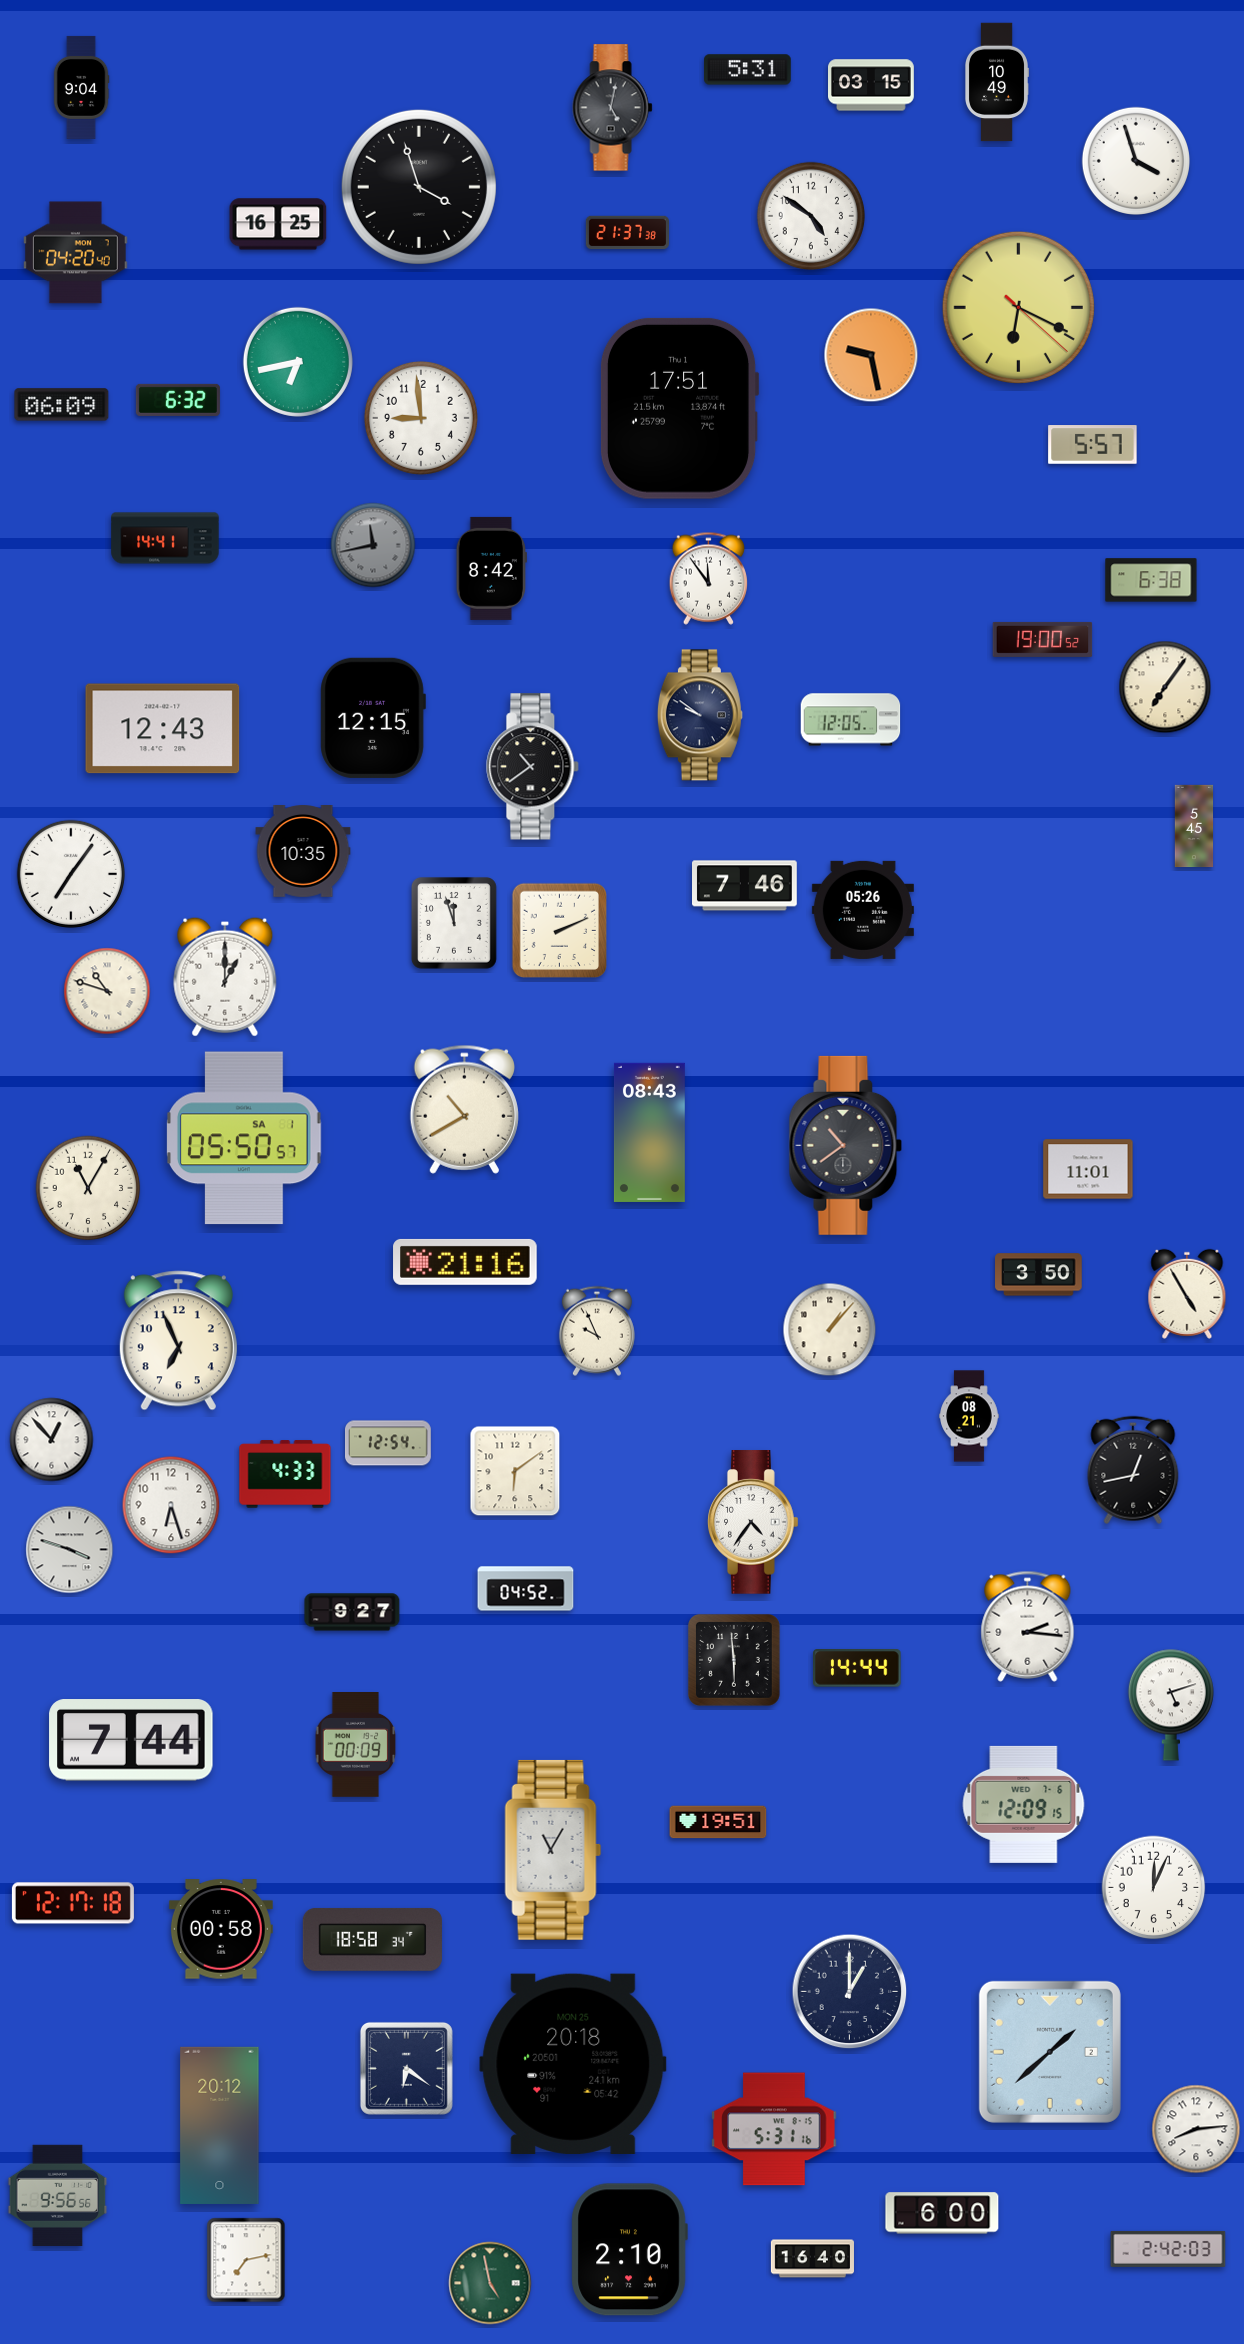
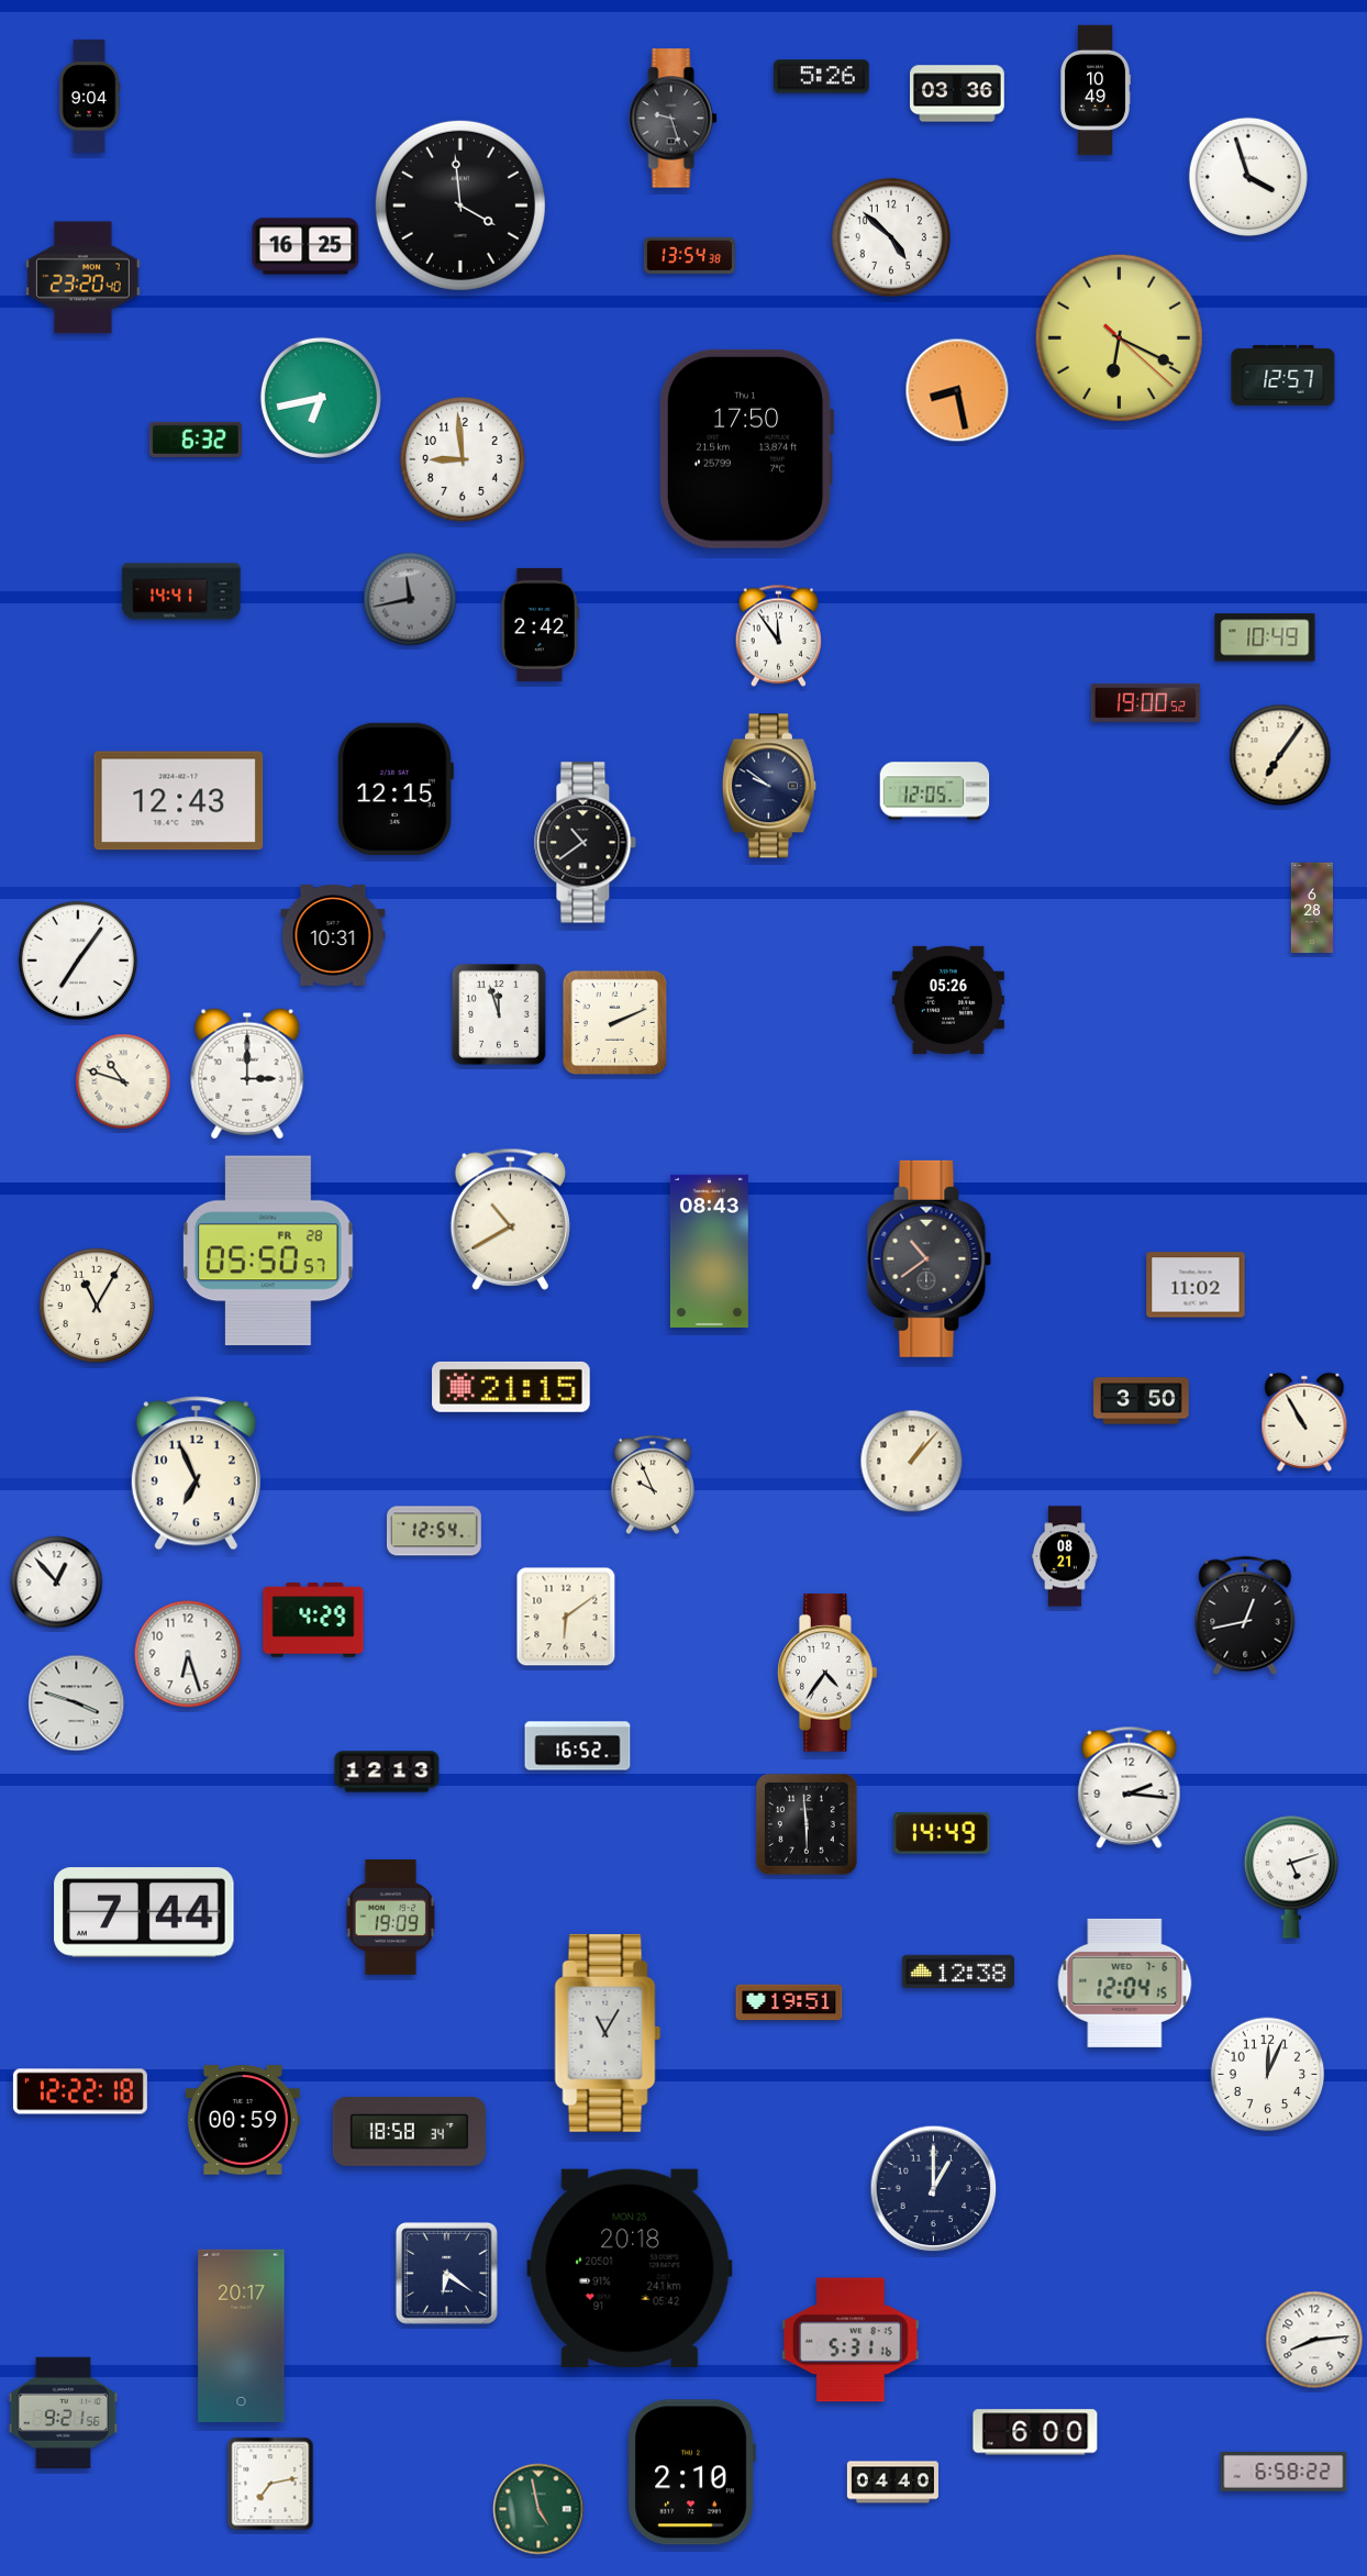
clock at (748, 70): 5:31 -> 5:26
clock at (872, 85): 03:15 -> 03:36
clock at (613, 108): 5:02 -> 9:27
clock at (419, 187): 3:57 -> 3:59
clock at (811, 216): 4:51 -> 4:52
clock at (627, 233): 21:37 -> 13:54
clock at (75, 253): 04:20 -> 23:20
clock at (1283, 375): none -> 12:57
clock at (871, 355): 9:28 -> 8:28
clock at (298, 362) position: (298, 362) -> (321, 398)
clock at (62, 405): 06:09 -> none
clock at (679, 408): 17:51 -> 17:50
clock at (1093, 445): 5:57 -> none
clock at (491, 568): 8:42 -> 2:42
clock at (1151, 580): 6:38 -> 10:49
clock at (373, 718) position: (373, 718) -> (396, 789)
clock at (1194, 826): 5:45 -> 6:28
clock at (303, 852): 10:35 -> 10:31
clock at (745, 886): 7:46 -> none
clock at (225, 977): 1:00 -> 3:00
clock at (107, 991) position: (107, 991) -> (123, 1081)
clock at (649, 1132) position: (649, 1132) -> (709, 1251)
clock at (245, 1138) date: SA 1 -> FR 28
clock at (1088, 1169): 11:01 -> 11:02
clock at (465, 1262): 21:16 -> 21:15
clock at (1187, 1294): 4:55 -> 10:55
clock at (597, 1331) position: (597, 1331) -> (653, 1485)
clock at (389, 1443) position: (389, 1443) -> (435, 1531)
clock at (285, 1474): 4:33 -> 4:29
clock at (526, 1589): 04:52 -> 16:52
clock at (352, 1612): 9:27 -> 12:13
clock at (857, 1668): 14:44 -> 14:49
clock at (1171, 1705) position: (1171, 1705) -> (1291, 1877)
clock at (356, 1745): 00:09 -> 19:09
clock at (958, 1970): none -> 12:38
clock at (1024, 1804): 12:09 -> 12:04
clock at (73, 1903): 12:17 -> 12:22
clock at (221, 1929): 00:58 -> 00:59
clock at (1050, 2052): 1:38 -> none
clock at (220, 2125): 20:12 -> 20:17
clock at (58, 2195): 9:56 -> 9:21
clock at (1168, 2249): 2:42 -> 6:58
clock at (812, 2259): 16:40 -> 04:40
